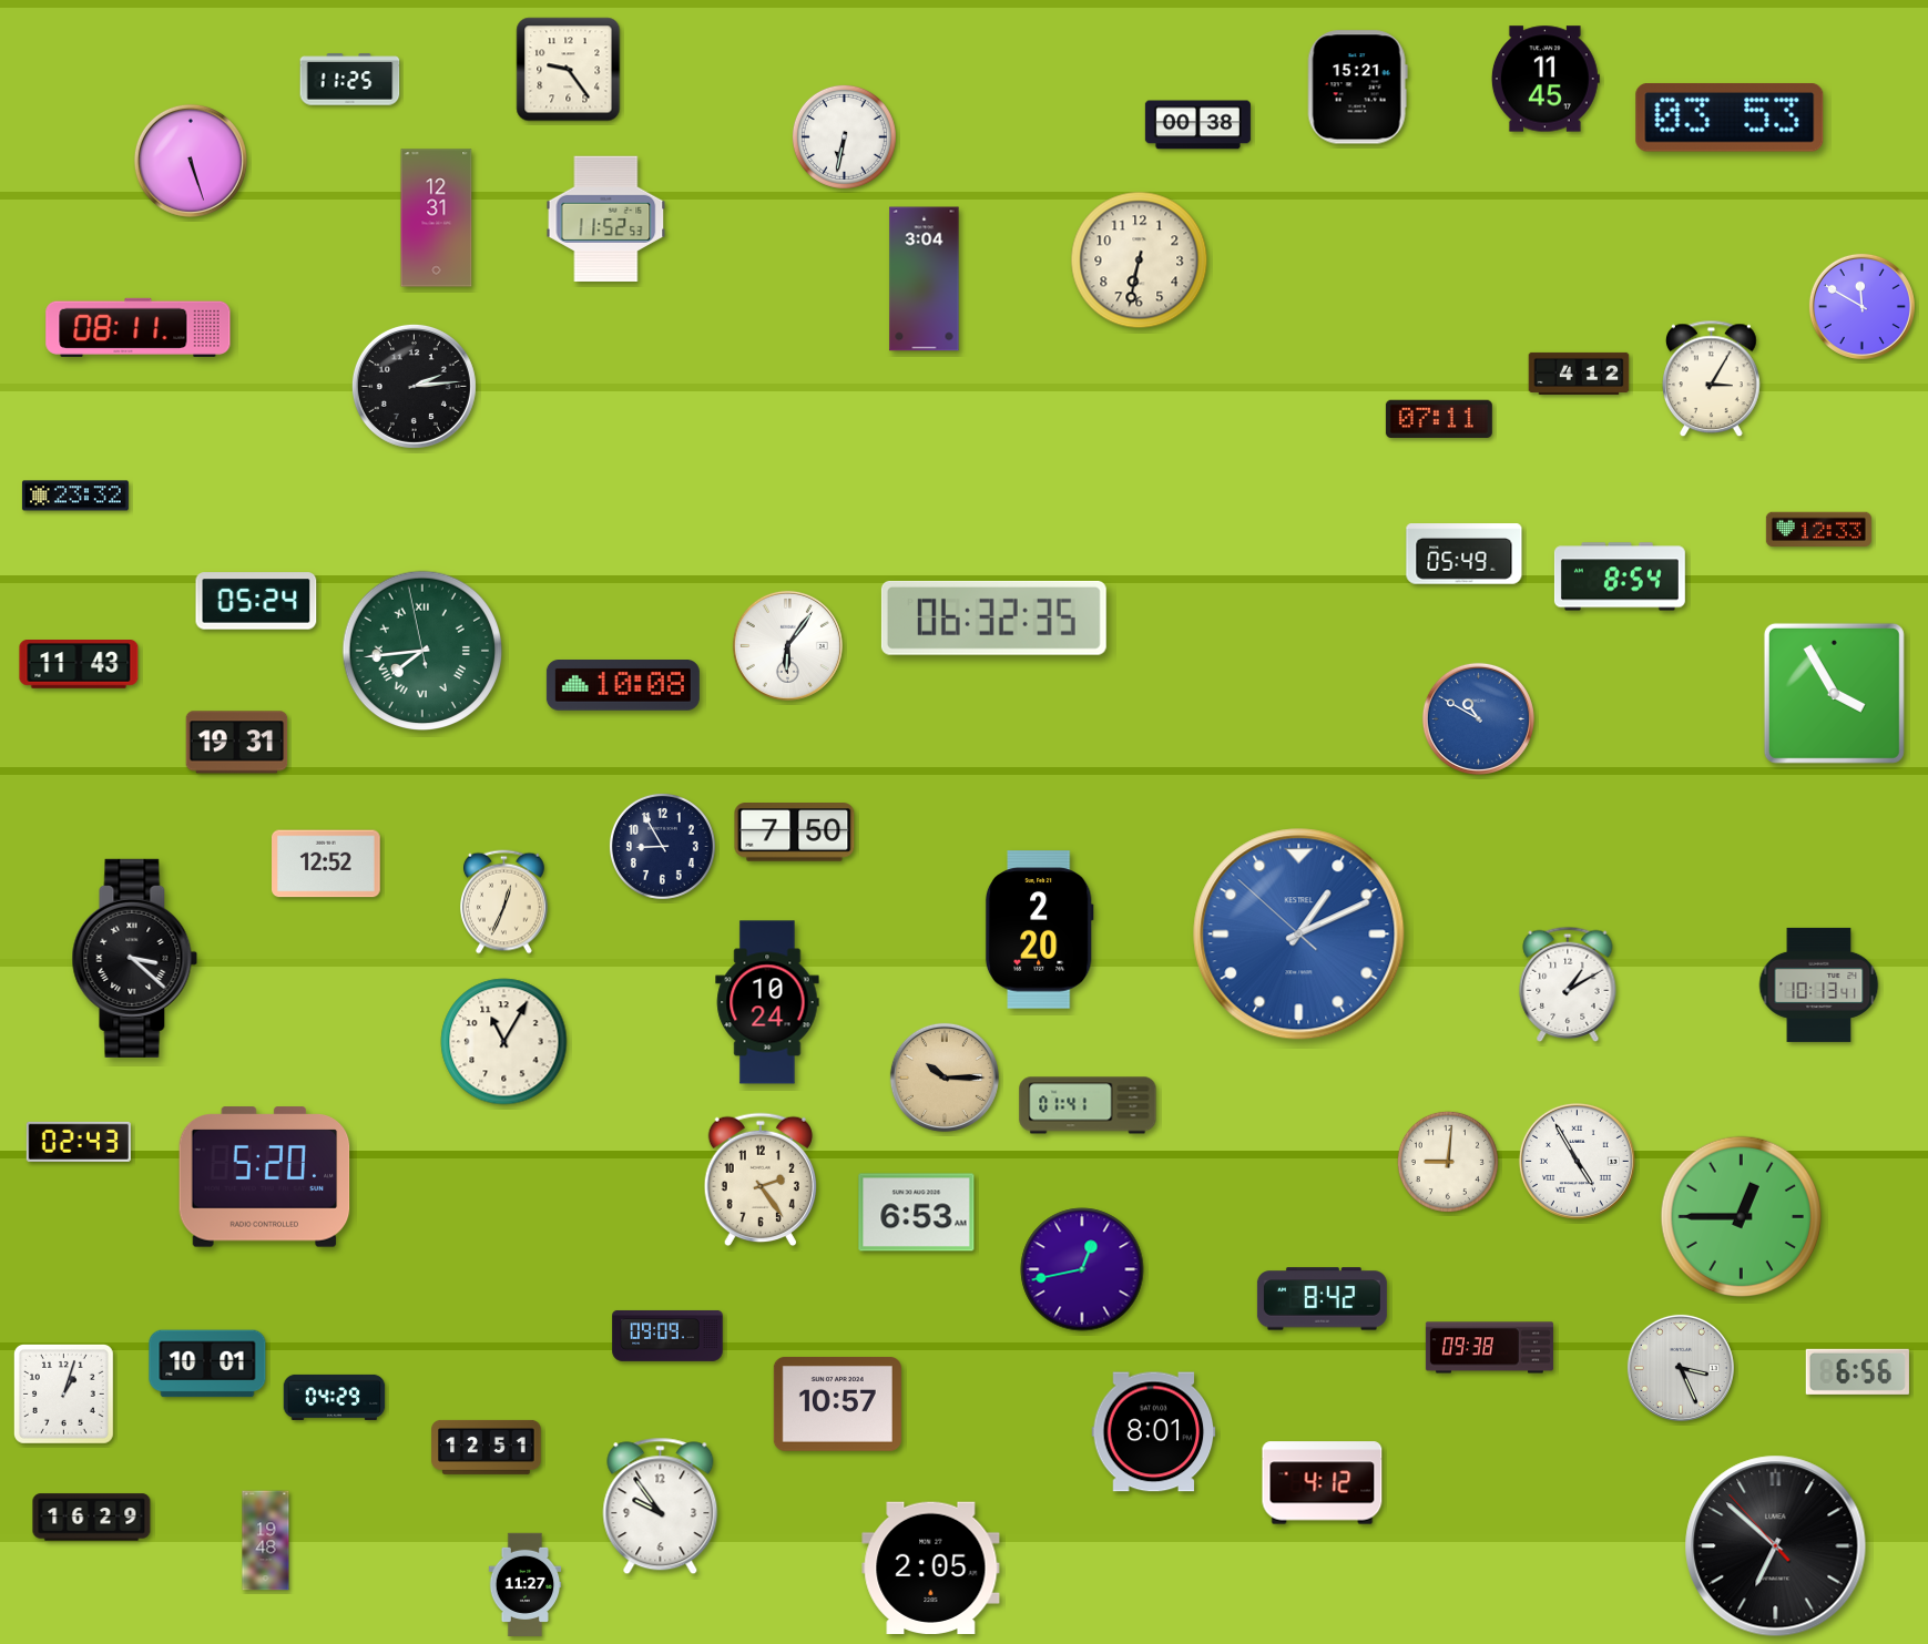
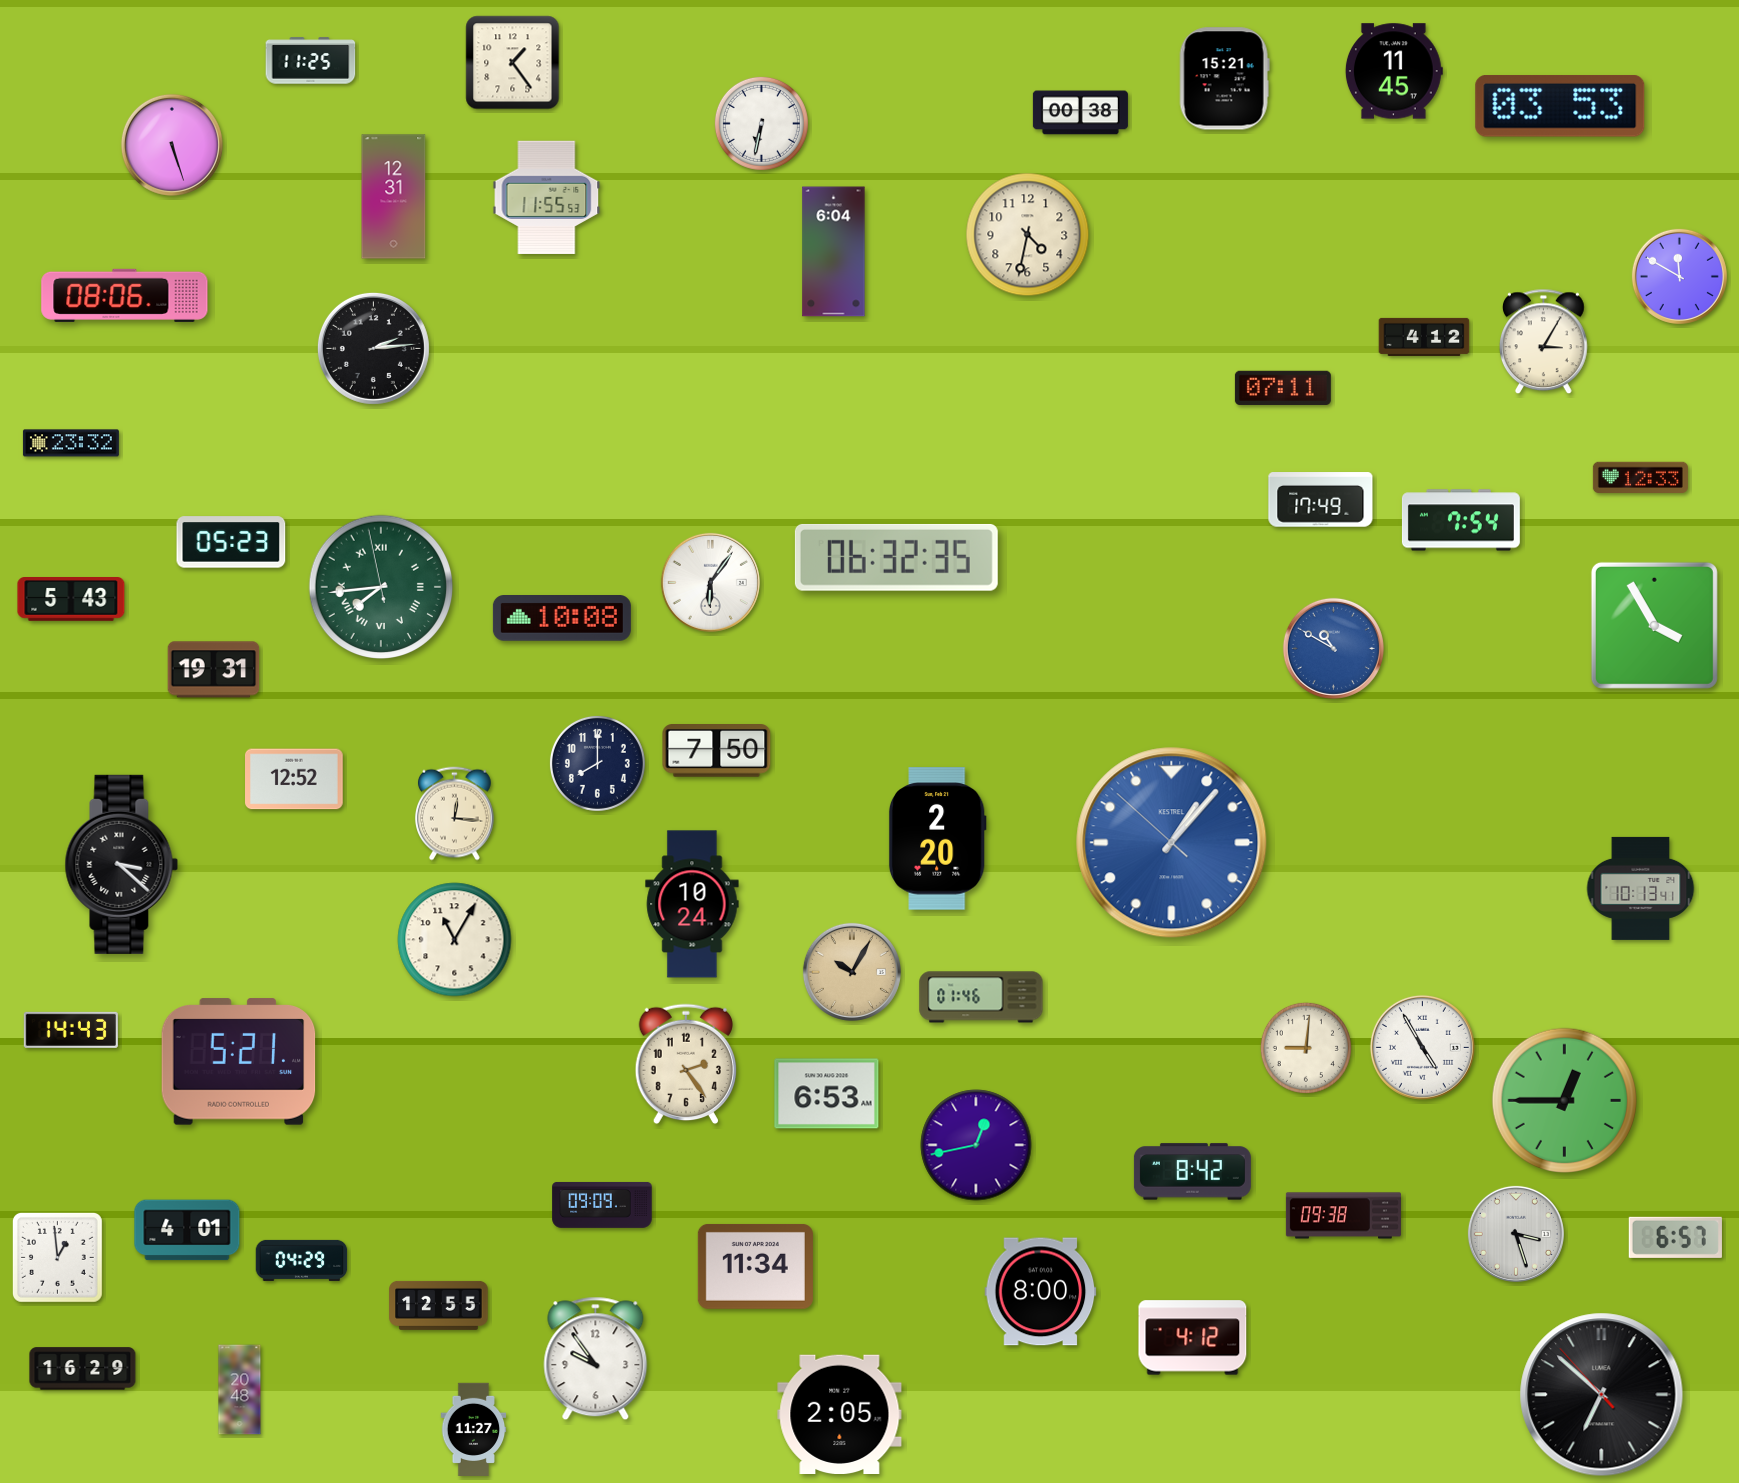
clock at (569, 70): 9:24 -> 1:24
clock at (350, 80) position: (350, 80) -> (311, 61)
clock at (606, 218): 11:52 -> 11:55
clock at (1140, 261): 6:32 -> 4:32
clock at (925, 279): 3:04 -> 6:04
clock at (139, 327): 08:11 -> 08:06
clock at (1439, 419) position: (1439, 419) -> (1283, 388)
clock at (75, 496) position: (75, 496) -> (71, 443)
clock at (1465, 554): 05:49 -> 17:49
clock at (1620, 576): 8:54 -> 7:54
clock at (256, 601): 05:24 -> 05:23
clock at (79, 665): 11:43 -> 5:43
clock at (662, 846): 8:55 -> 8:00
clock at (504, 902): 12:34 -> 12:16
clock at (1299, 935): 1:10 -> 1:06
clock at (1568, 983): 1:10 -> none
clock at (945, 1078): 10:15 -> 10:05
clock at (1088, 1105): 01:41 -> 01:46
clock at (79, 1142): 02:43 -> 14:43
clock at (265, 1177): 5:20 -> 5:21
clock at (1741, 1216) position: (1741, 1216) -> (1564, 1100)
clock at (207, 1364): 10:01 -> 4:01
clock at (1681, 1368): 3:26 -> 3:27
clock at (1857, 1371): 6:56 -> 6:57
clock at (63, 1393): 1:03 -> 12:59
clock at (837, 1403): 10:57 -> 11:34
clock at (1154, 1432): 8:01 -> 8:00
clock at (487, 1447): 12:51 -> 12:55
clock at (266, 1541): 19:48 -> 20:48
